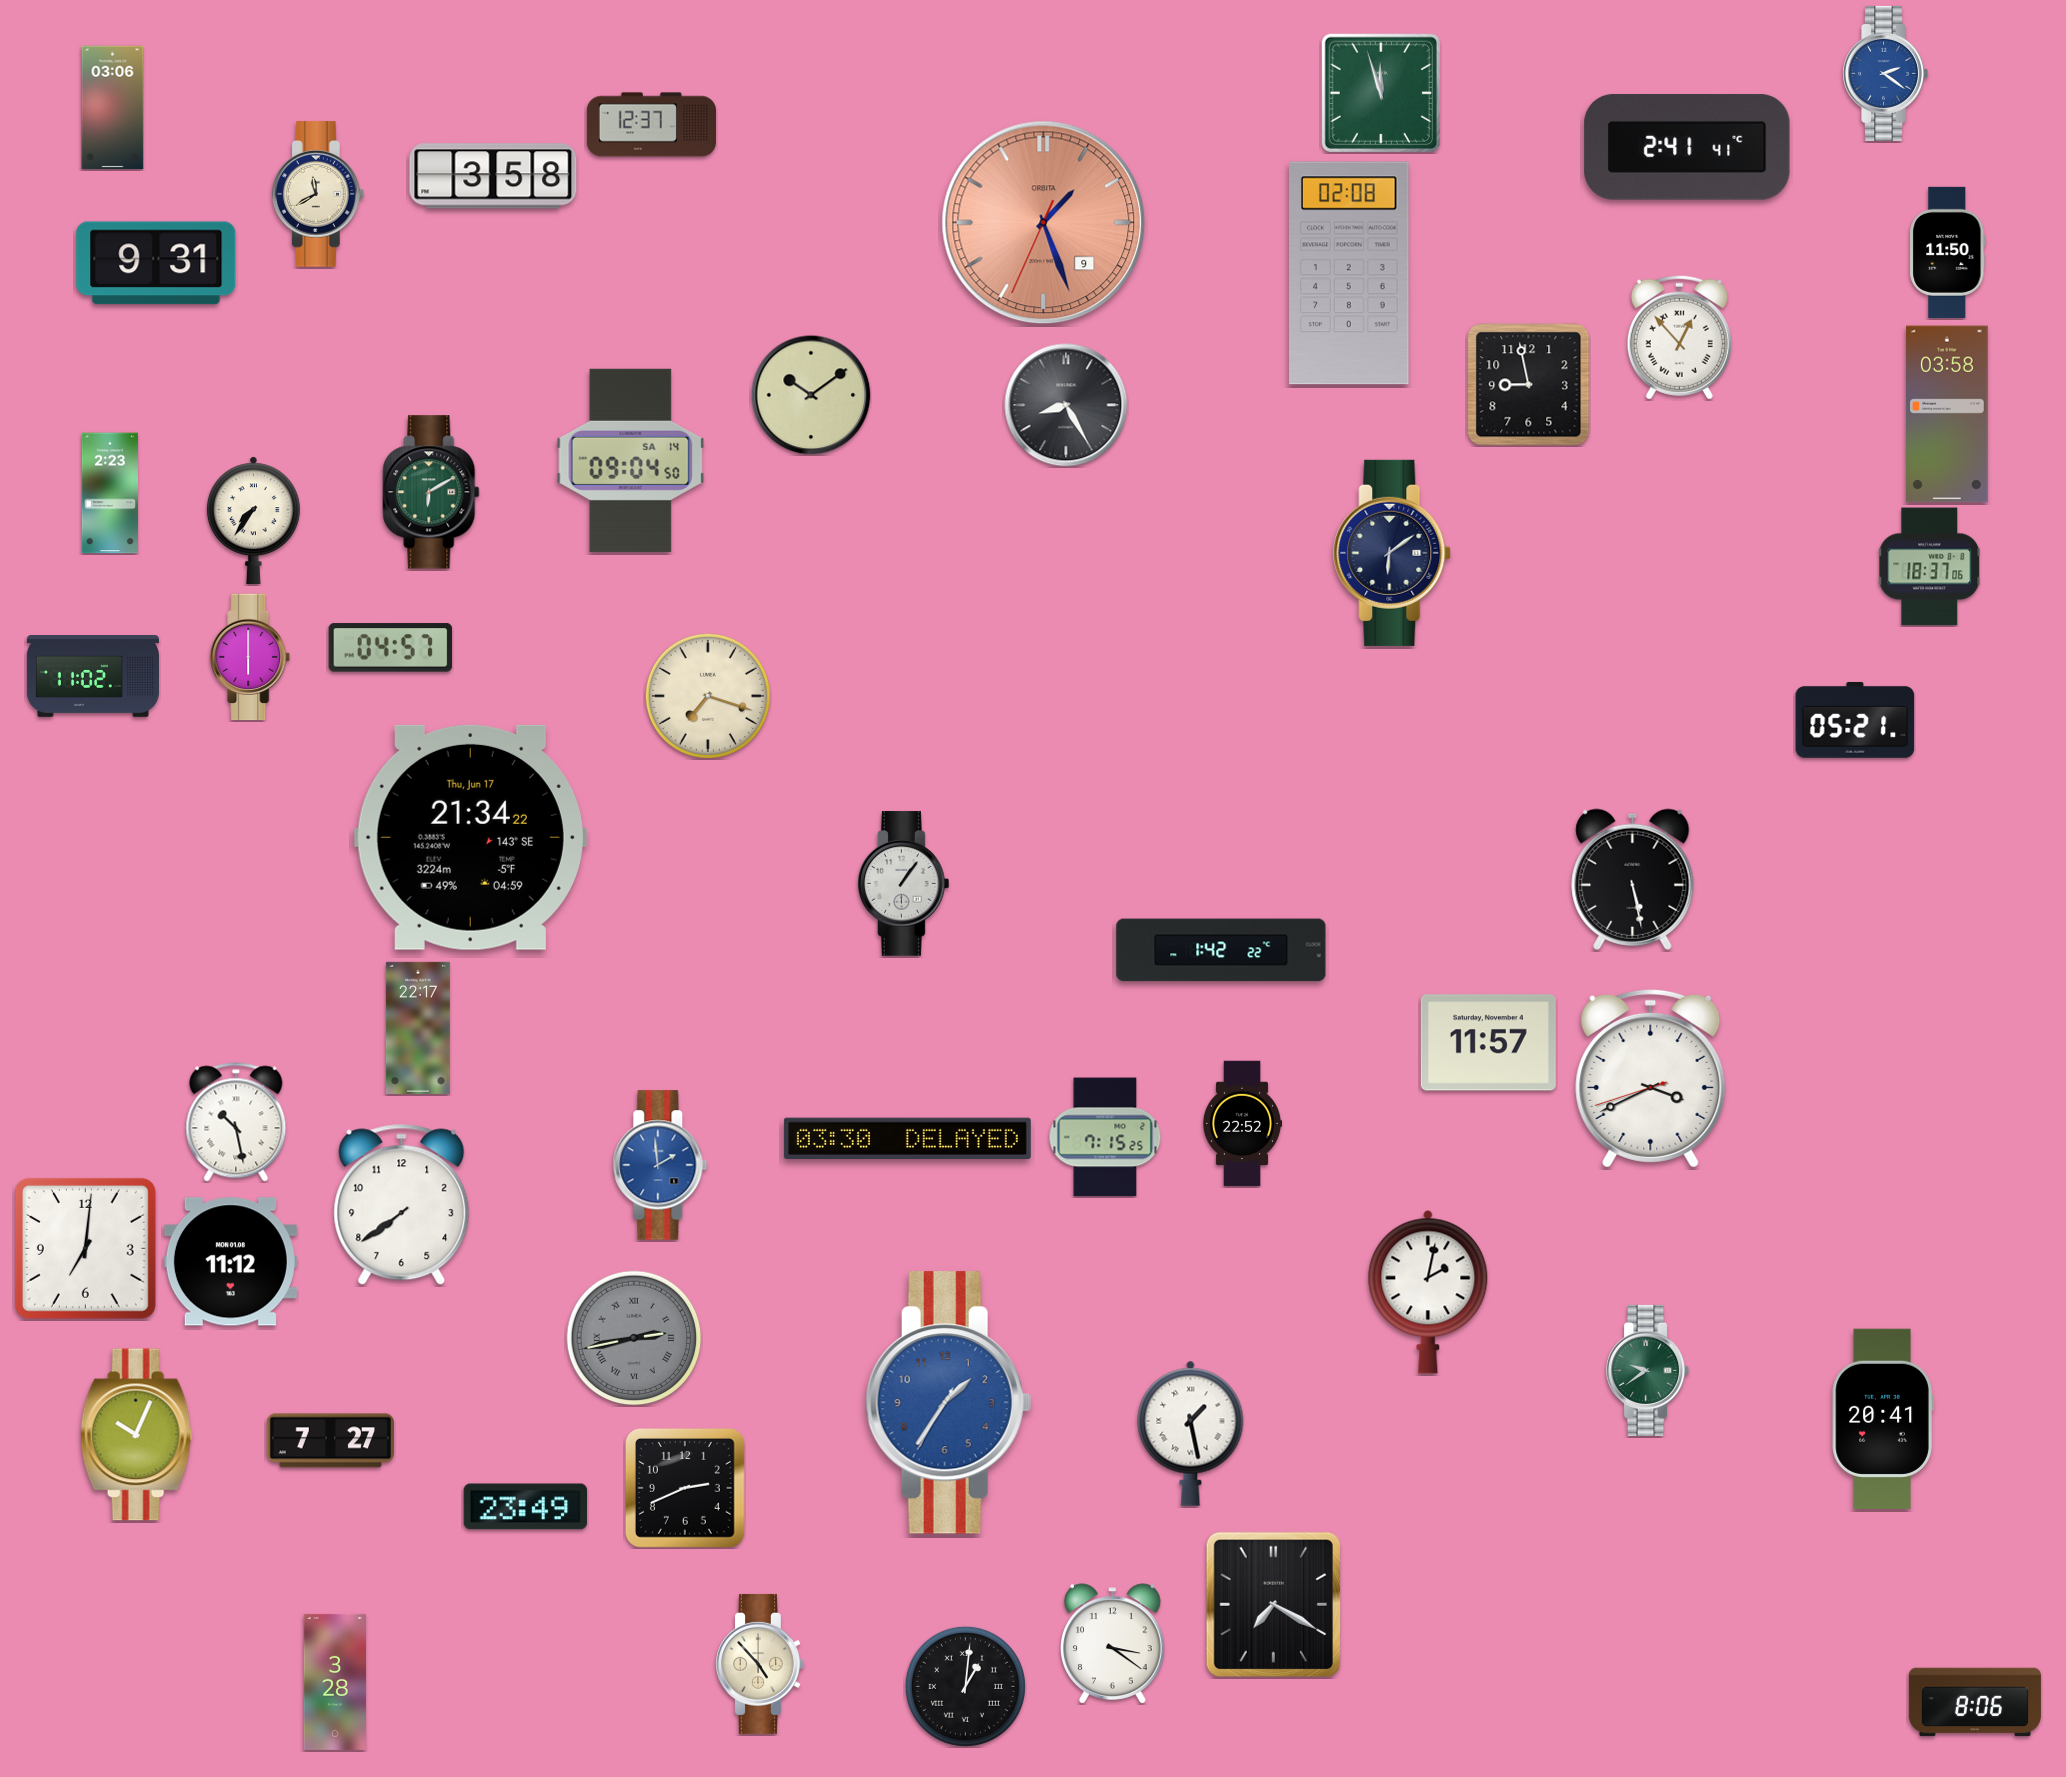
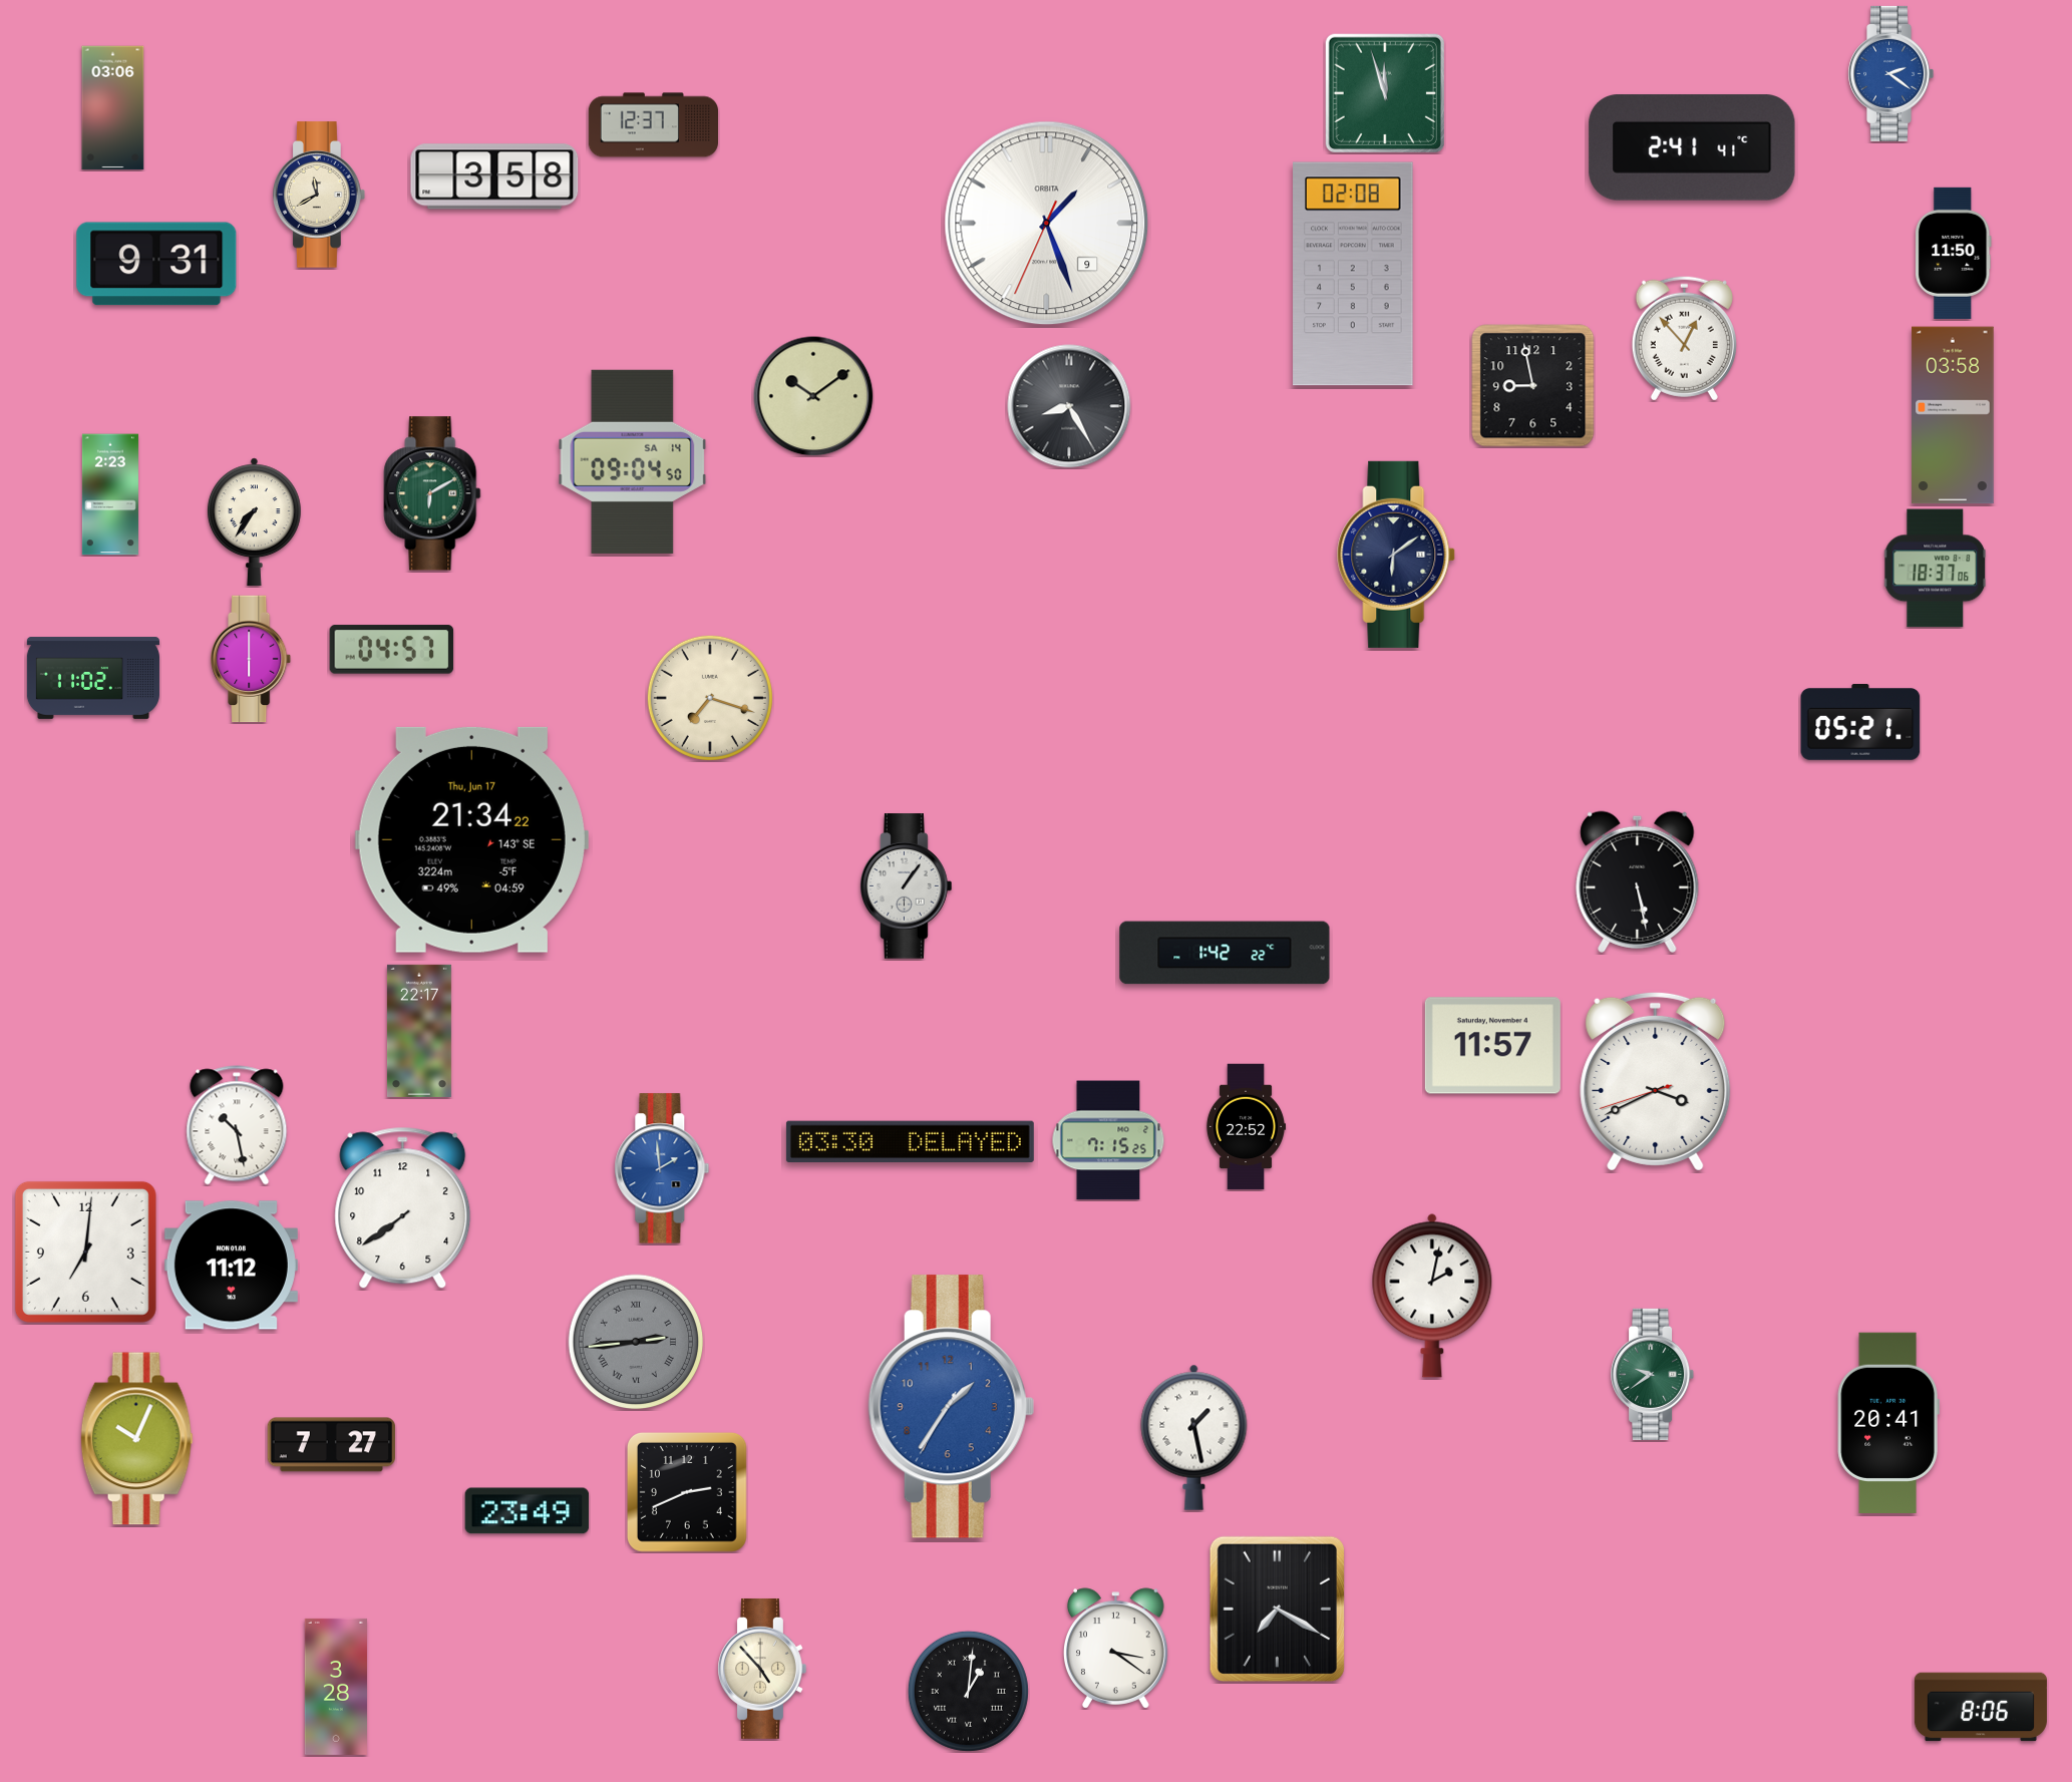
clock at (1044, 223) dial: salmon -> white
clock at (634, 1338): 2:43 -> 2:44
